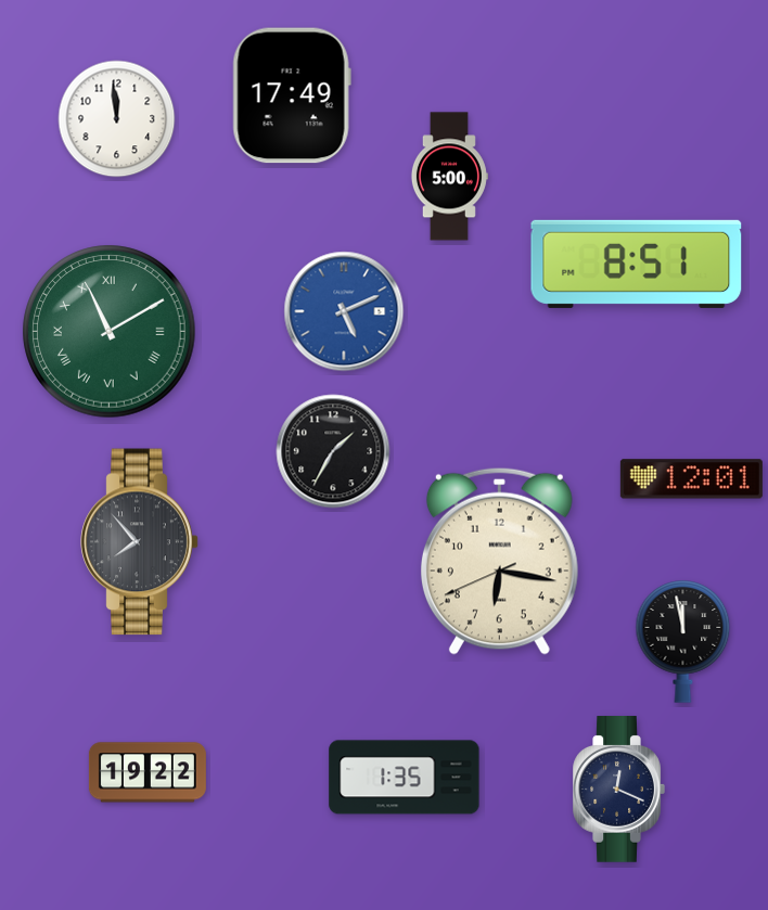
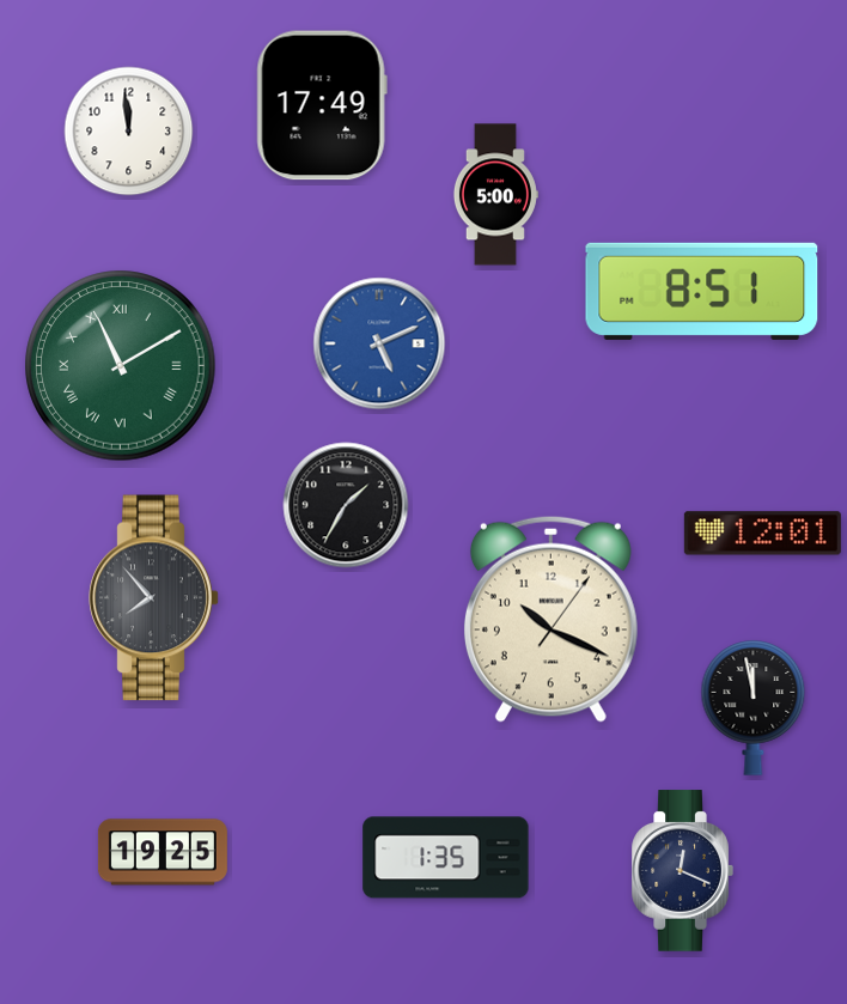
clock at (333, 451) position: (333, 451) -> (346, 505)
clock at (691, 479) position: (691, 479) -> (762, 534)
clock at (499, 561): 6:16 -> 10:19
clock at (148, 772): 19:22 -> 19:25
